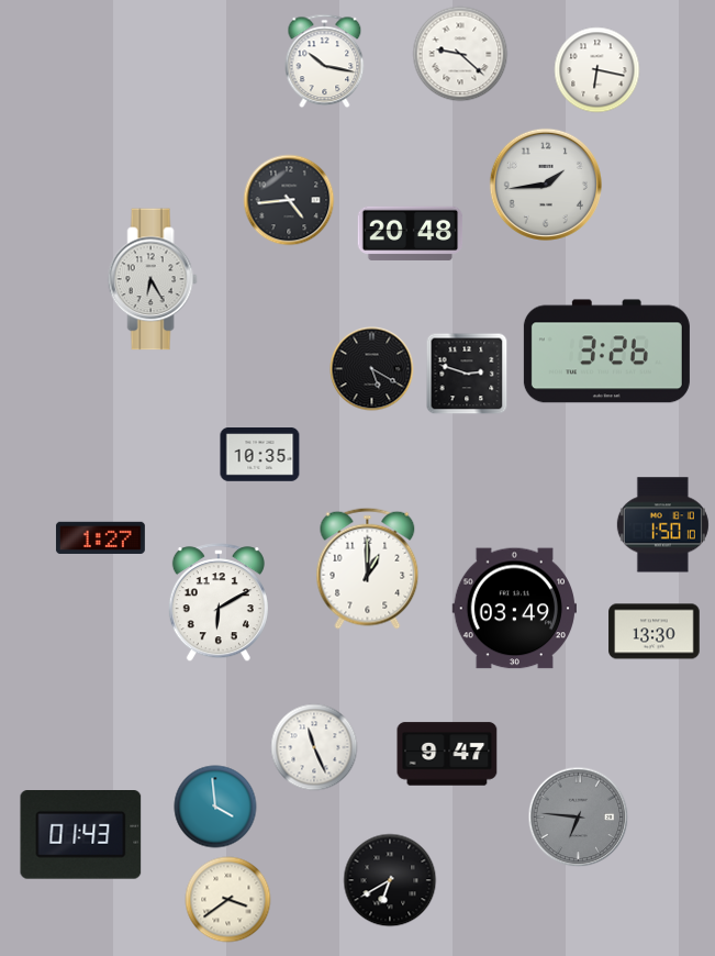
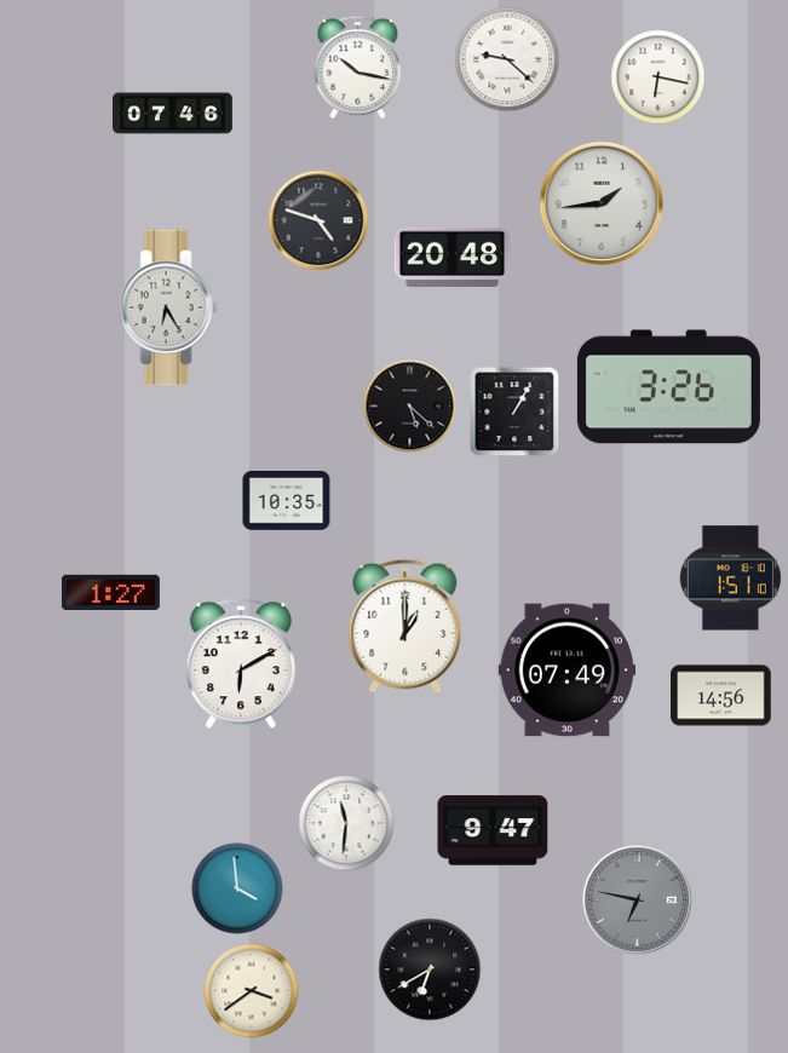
clock at (173, 114): none -> 07:46
clock at (289, 200): 4:44 -> 4:48
clock at (372, 369): 5:20 -> 5:22
clock at (467, 374): 2:48 -> 1:05
clock at (662, 525): 1:50 -> 1:51
clock at (514, 609): 03:49 -> 07:49
clock at (655, 632): 13:30 -> 14:56
clock at (314, 747): 11:26 -> 11:31
clock at (579, 818): 6:46 -> 6:47
clock at (81, 835): 01:43 -> none
